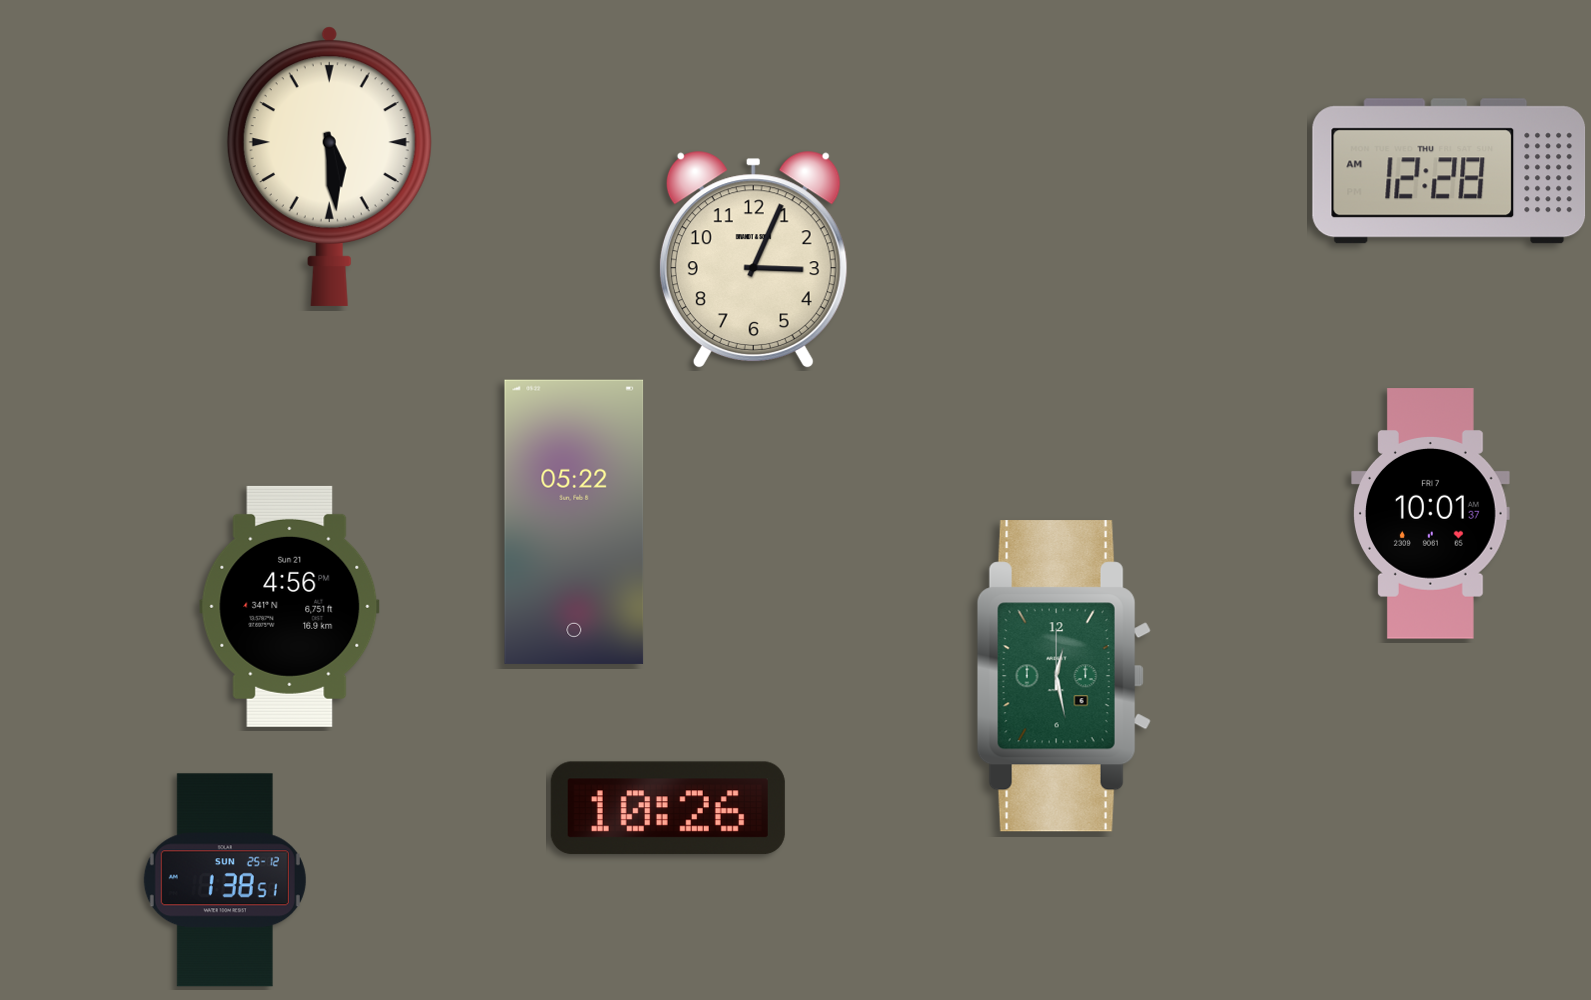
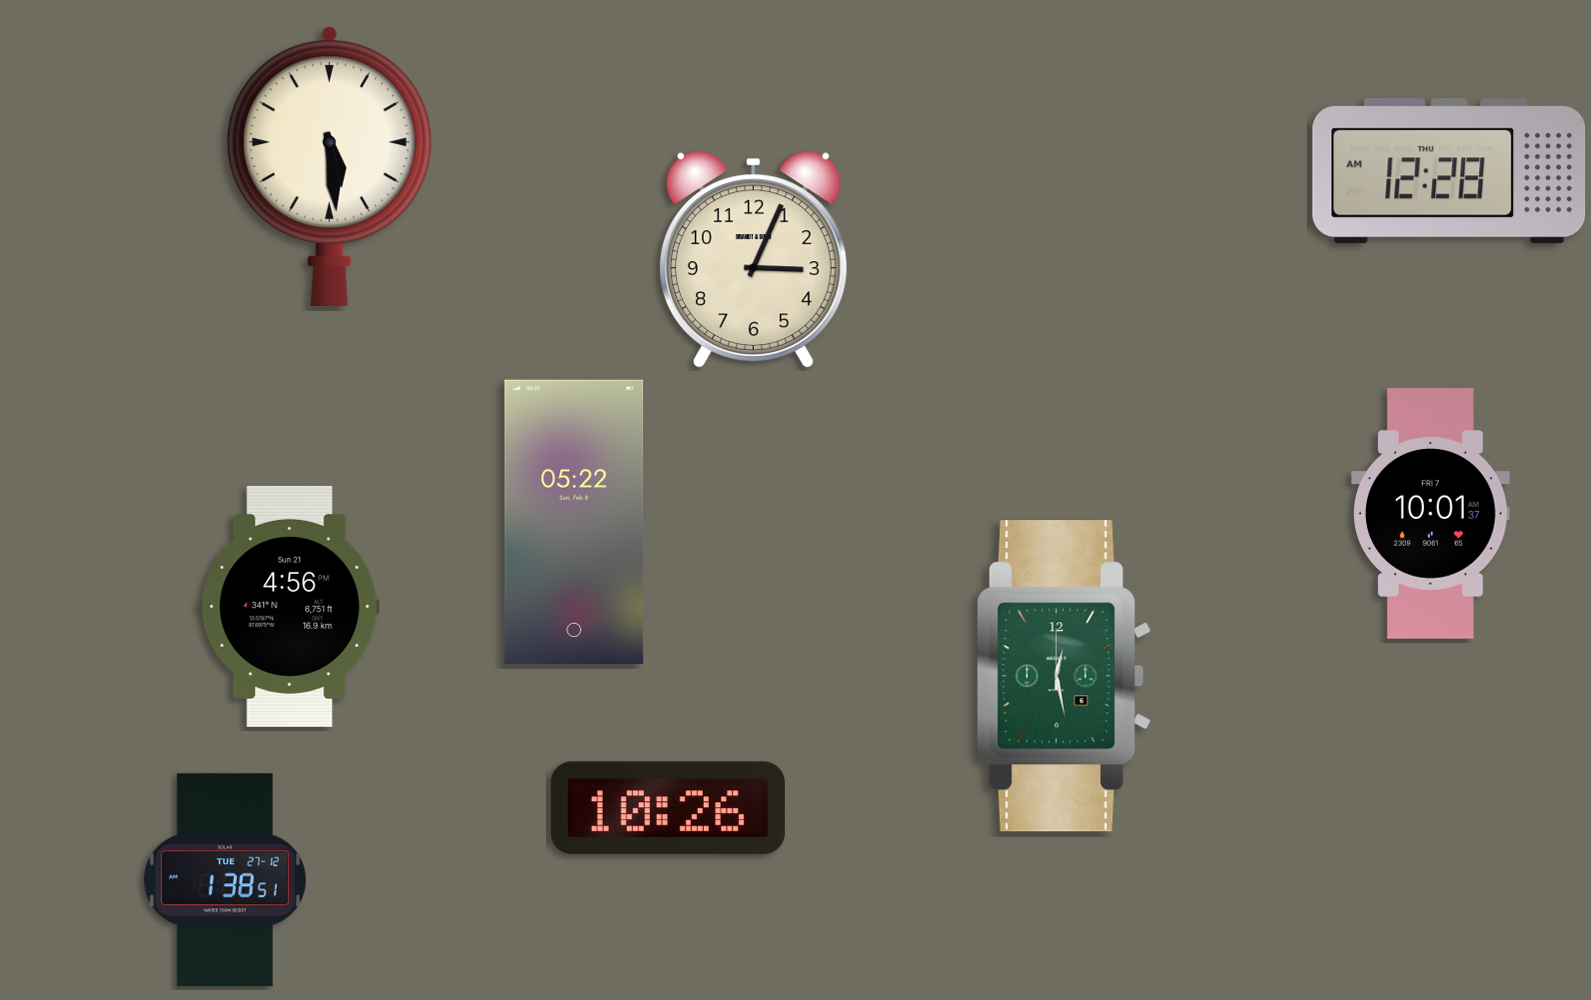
clock at (225, 880) date: SUN 25-12 -> TUE 27-12
